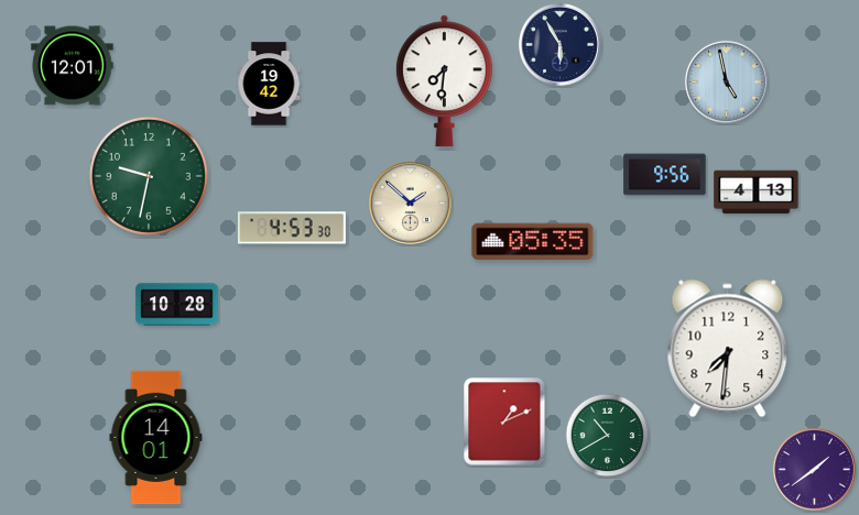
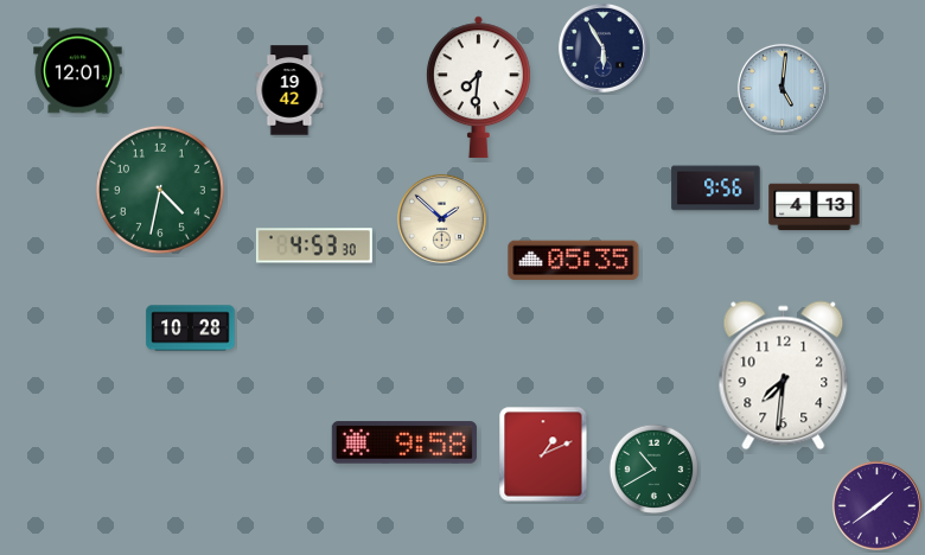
clock at (726, 81): 4:58 -> 5:01
clock at (149, 176): 9:32 -> 4:32
clock at (404, 442): none -> 9:58
clock at (156, 438): 14:01 -> none
